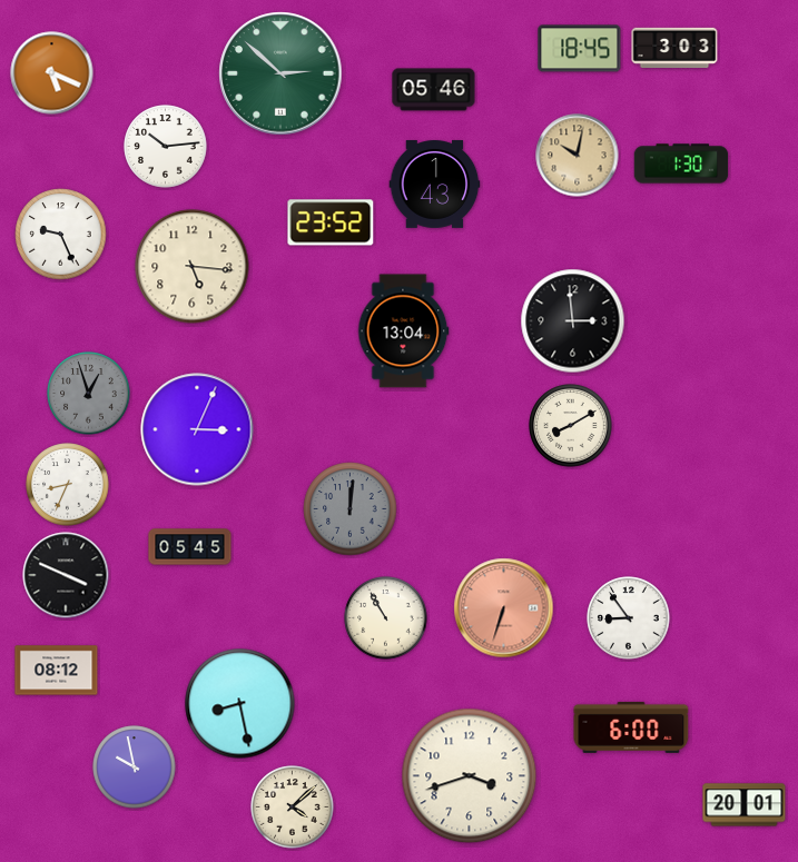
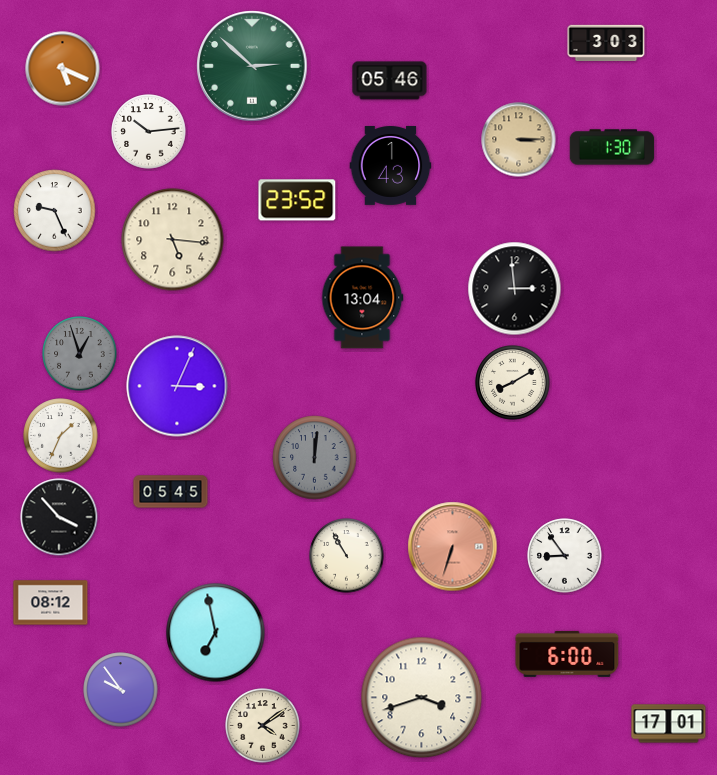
clock at (580, 49): 18:45 -> none
clock at (52, 73) position: (52, 73) -> (63, 69)
clock at (578, 156): 10:02 -> 3:15
clock at (68, 485): 8:34 -> 1:34
clock at (66, 575): 3:49 -> 3:53
clock at (240, 704): 8:28 -> 6:58
clock at (135, 767): 9:58 -> 9:54
clock at (745, 805): 20:01 -> 17:01
clock at (293, 807): 4:08 -> 4:09
